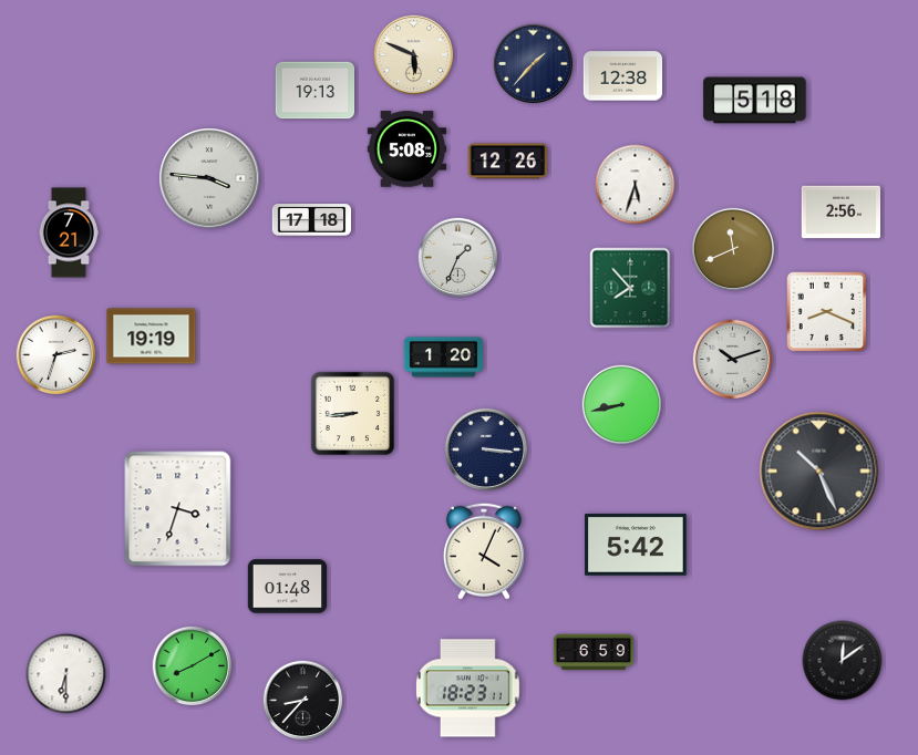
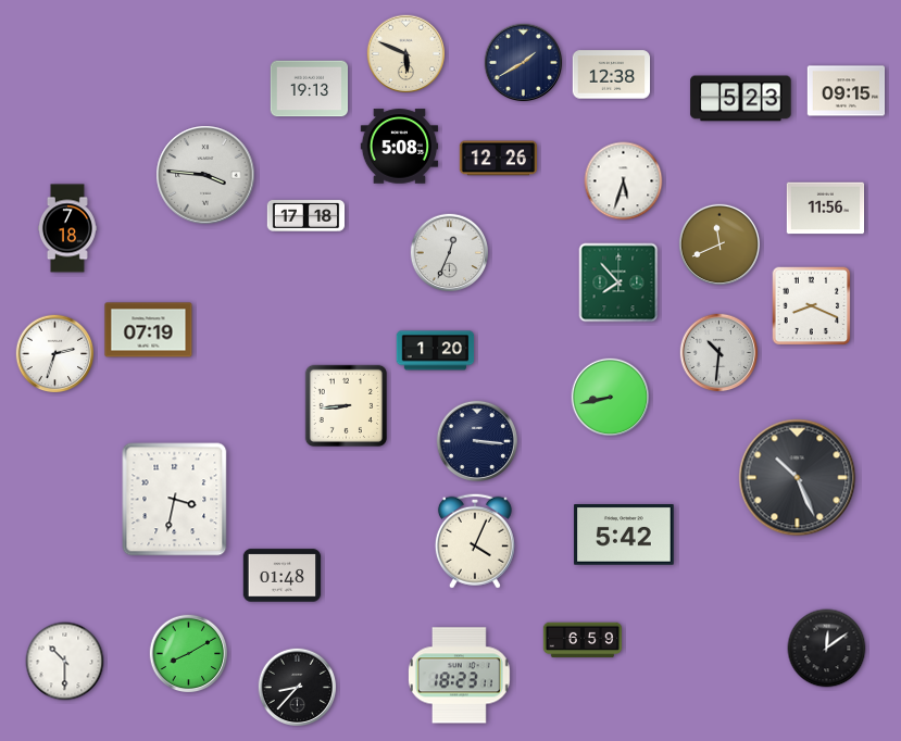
clock at (534, 64): 1:37 -> 1:40
clock at (847, 91): none -> 09:15
clock at (755, 101): 5:18 -> 5:23
clock at (842, 213): 2:56 -> 11:56
clock at (69, 232): 7:21 -> 7:18
clock at (458, 258): 1:34 -> 12:34
clock at (152, 337): 19:19 -> 07:19
clock at (56, 355) position: (56, 355) -> (55, 354)
clock at (733, 360): 10:12 -> 10:31
clock at (819, 472) position: (819, 472) -> (798, 478)
clock at (178, 509): 3:33 -> 3:32
clock at (66, 674): 6:30 -> 10:30
